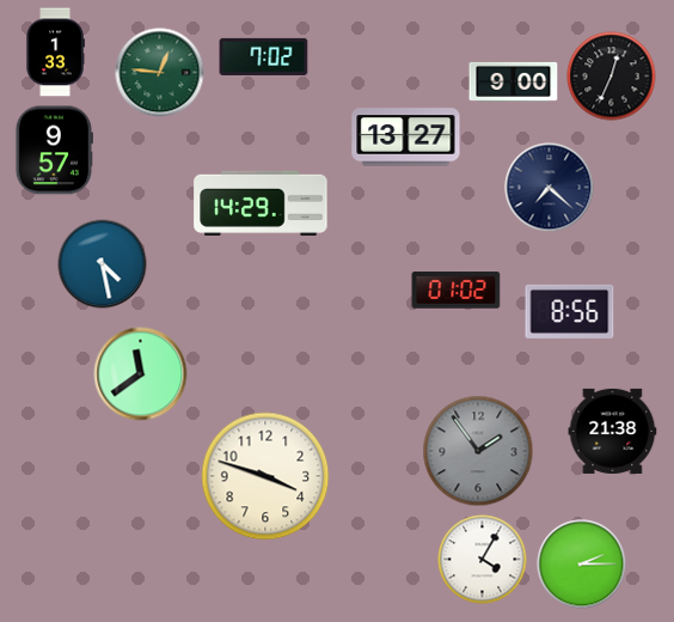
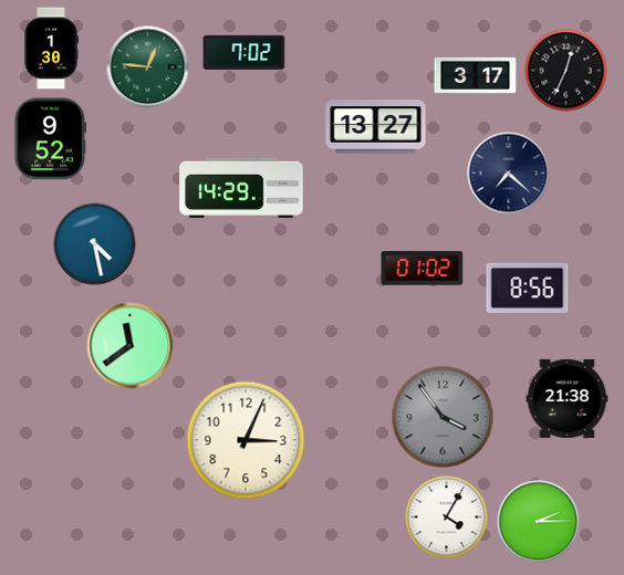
clock at (55, 53): 1:33 -> 1:30
clock at (514, 81): 9:00 -> 3:17
clock at (54, 151): 9:57 -> 9:52
clock at (478, 451): 1:54 -> 3:54
clock at (265, 476): 3:48 -> 3:04
